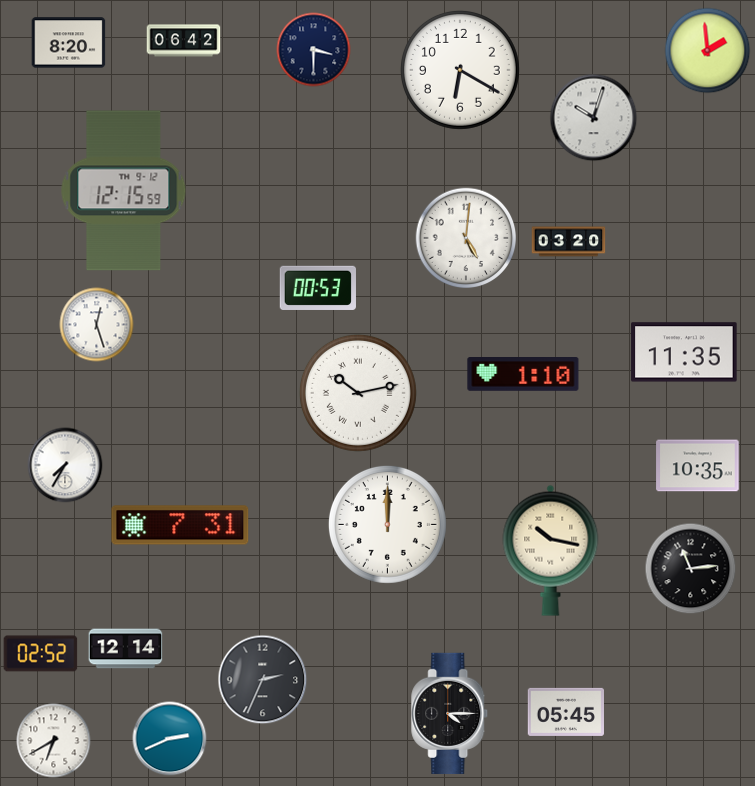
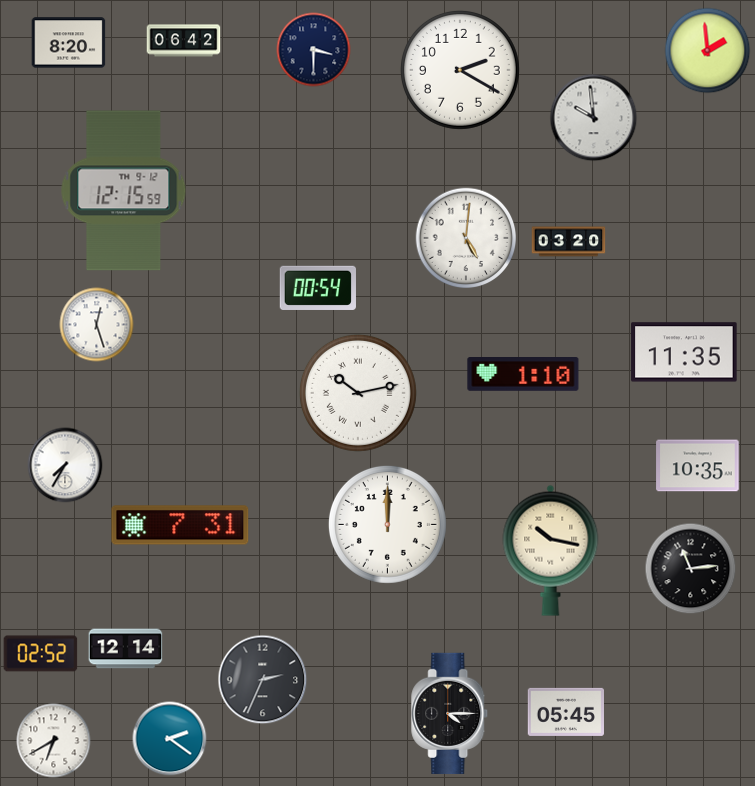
clock at (460, 70): 6:20 -> 2:20
clock at (594, 118): 10:03 -> 9:59
clock at (318, 288): 00:53 -> 00:54
clock at (170, 739): 2:41 -> 2:21
